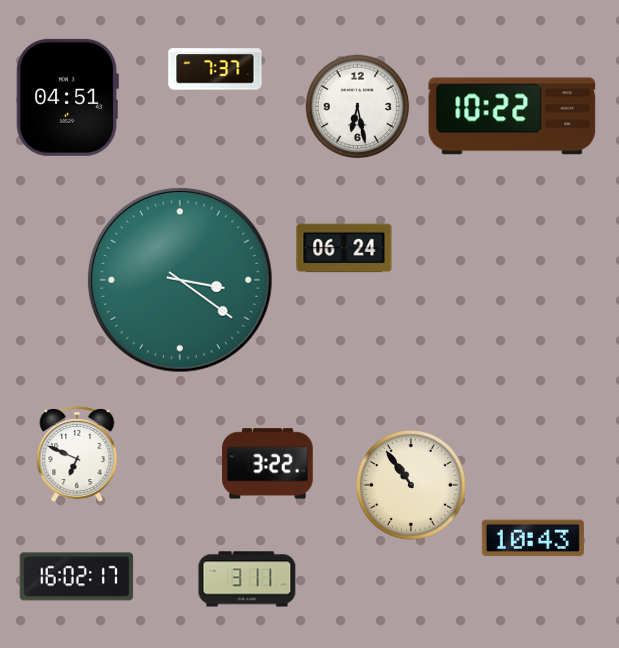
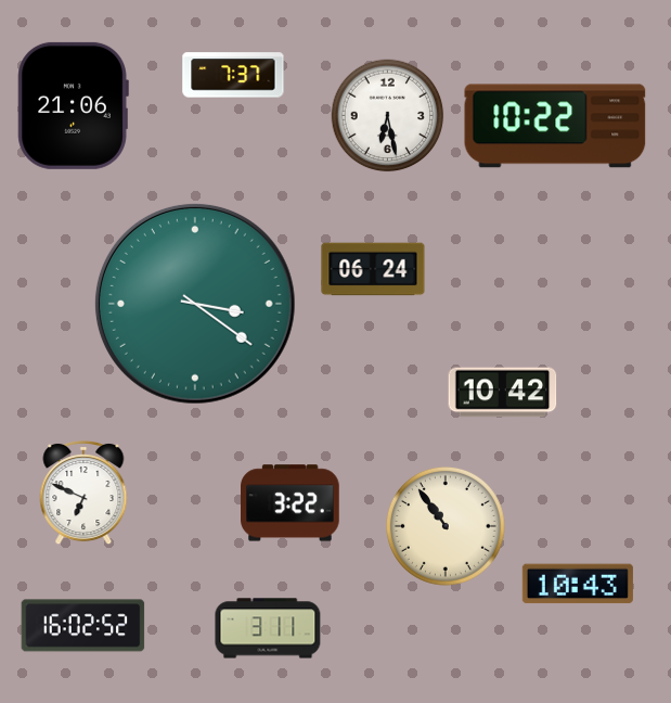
clock at (67, 97): 04:51 -> 21:06
clock at (503, 393): none -> 10:42
clock at (77, 577): 16:02:17 -> 16:02:52
